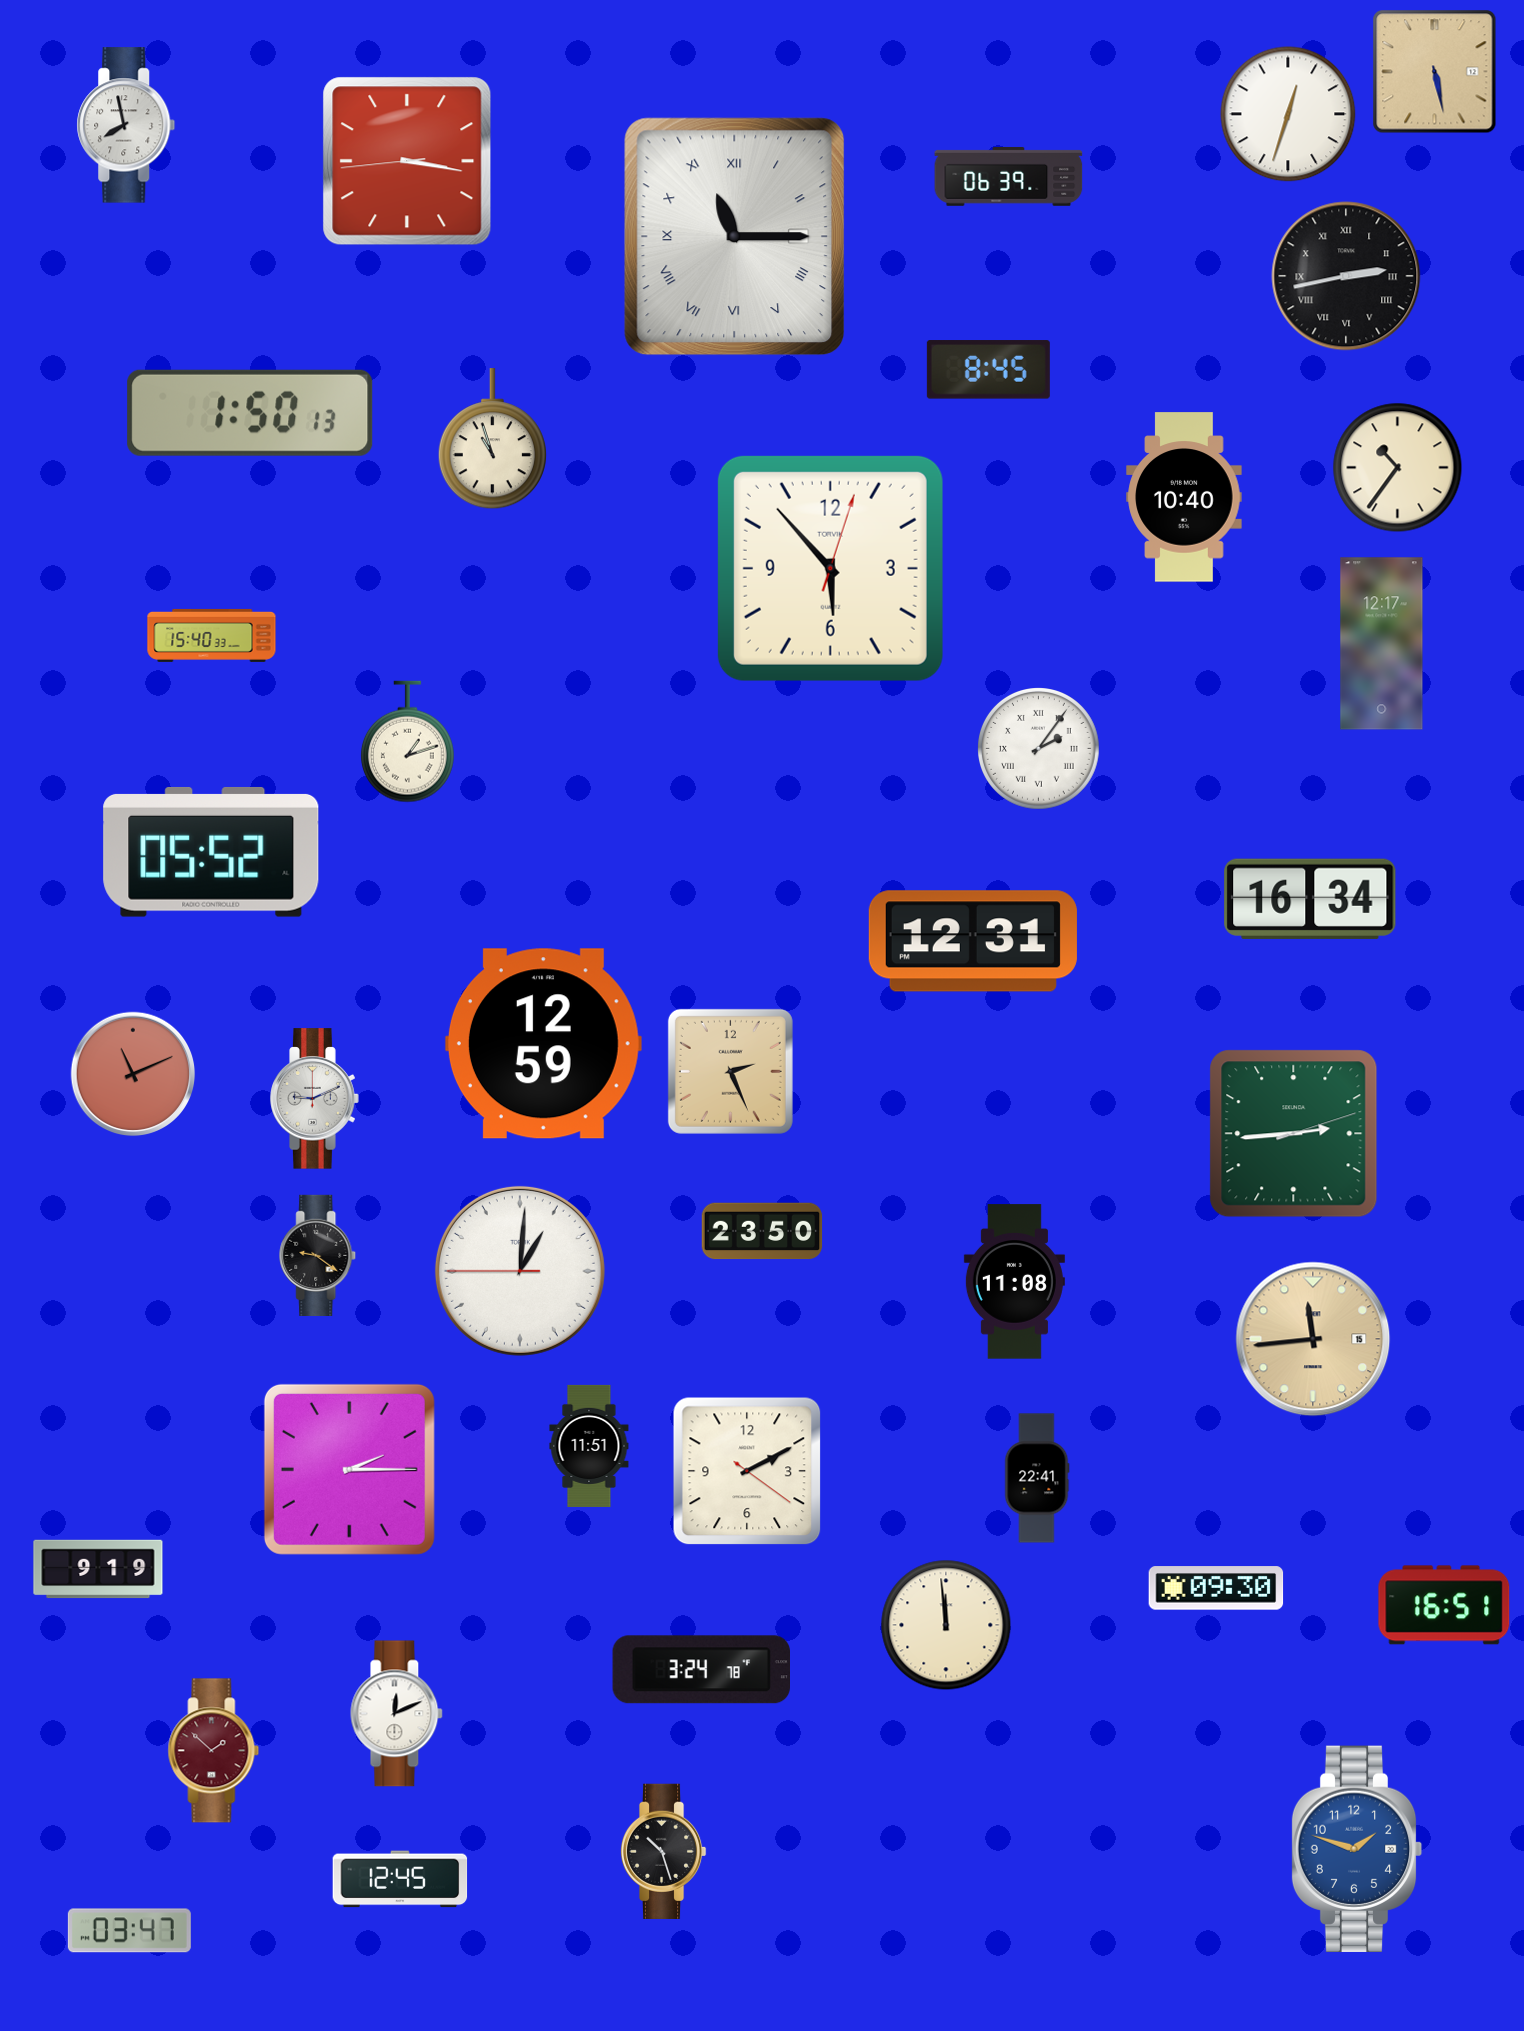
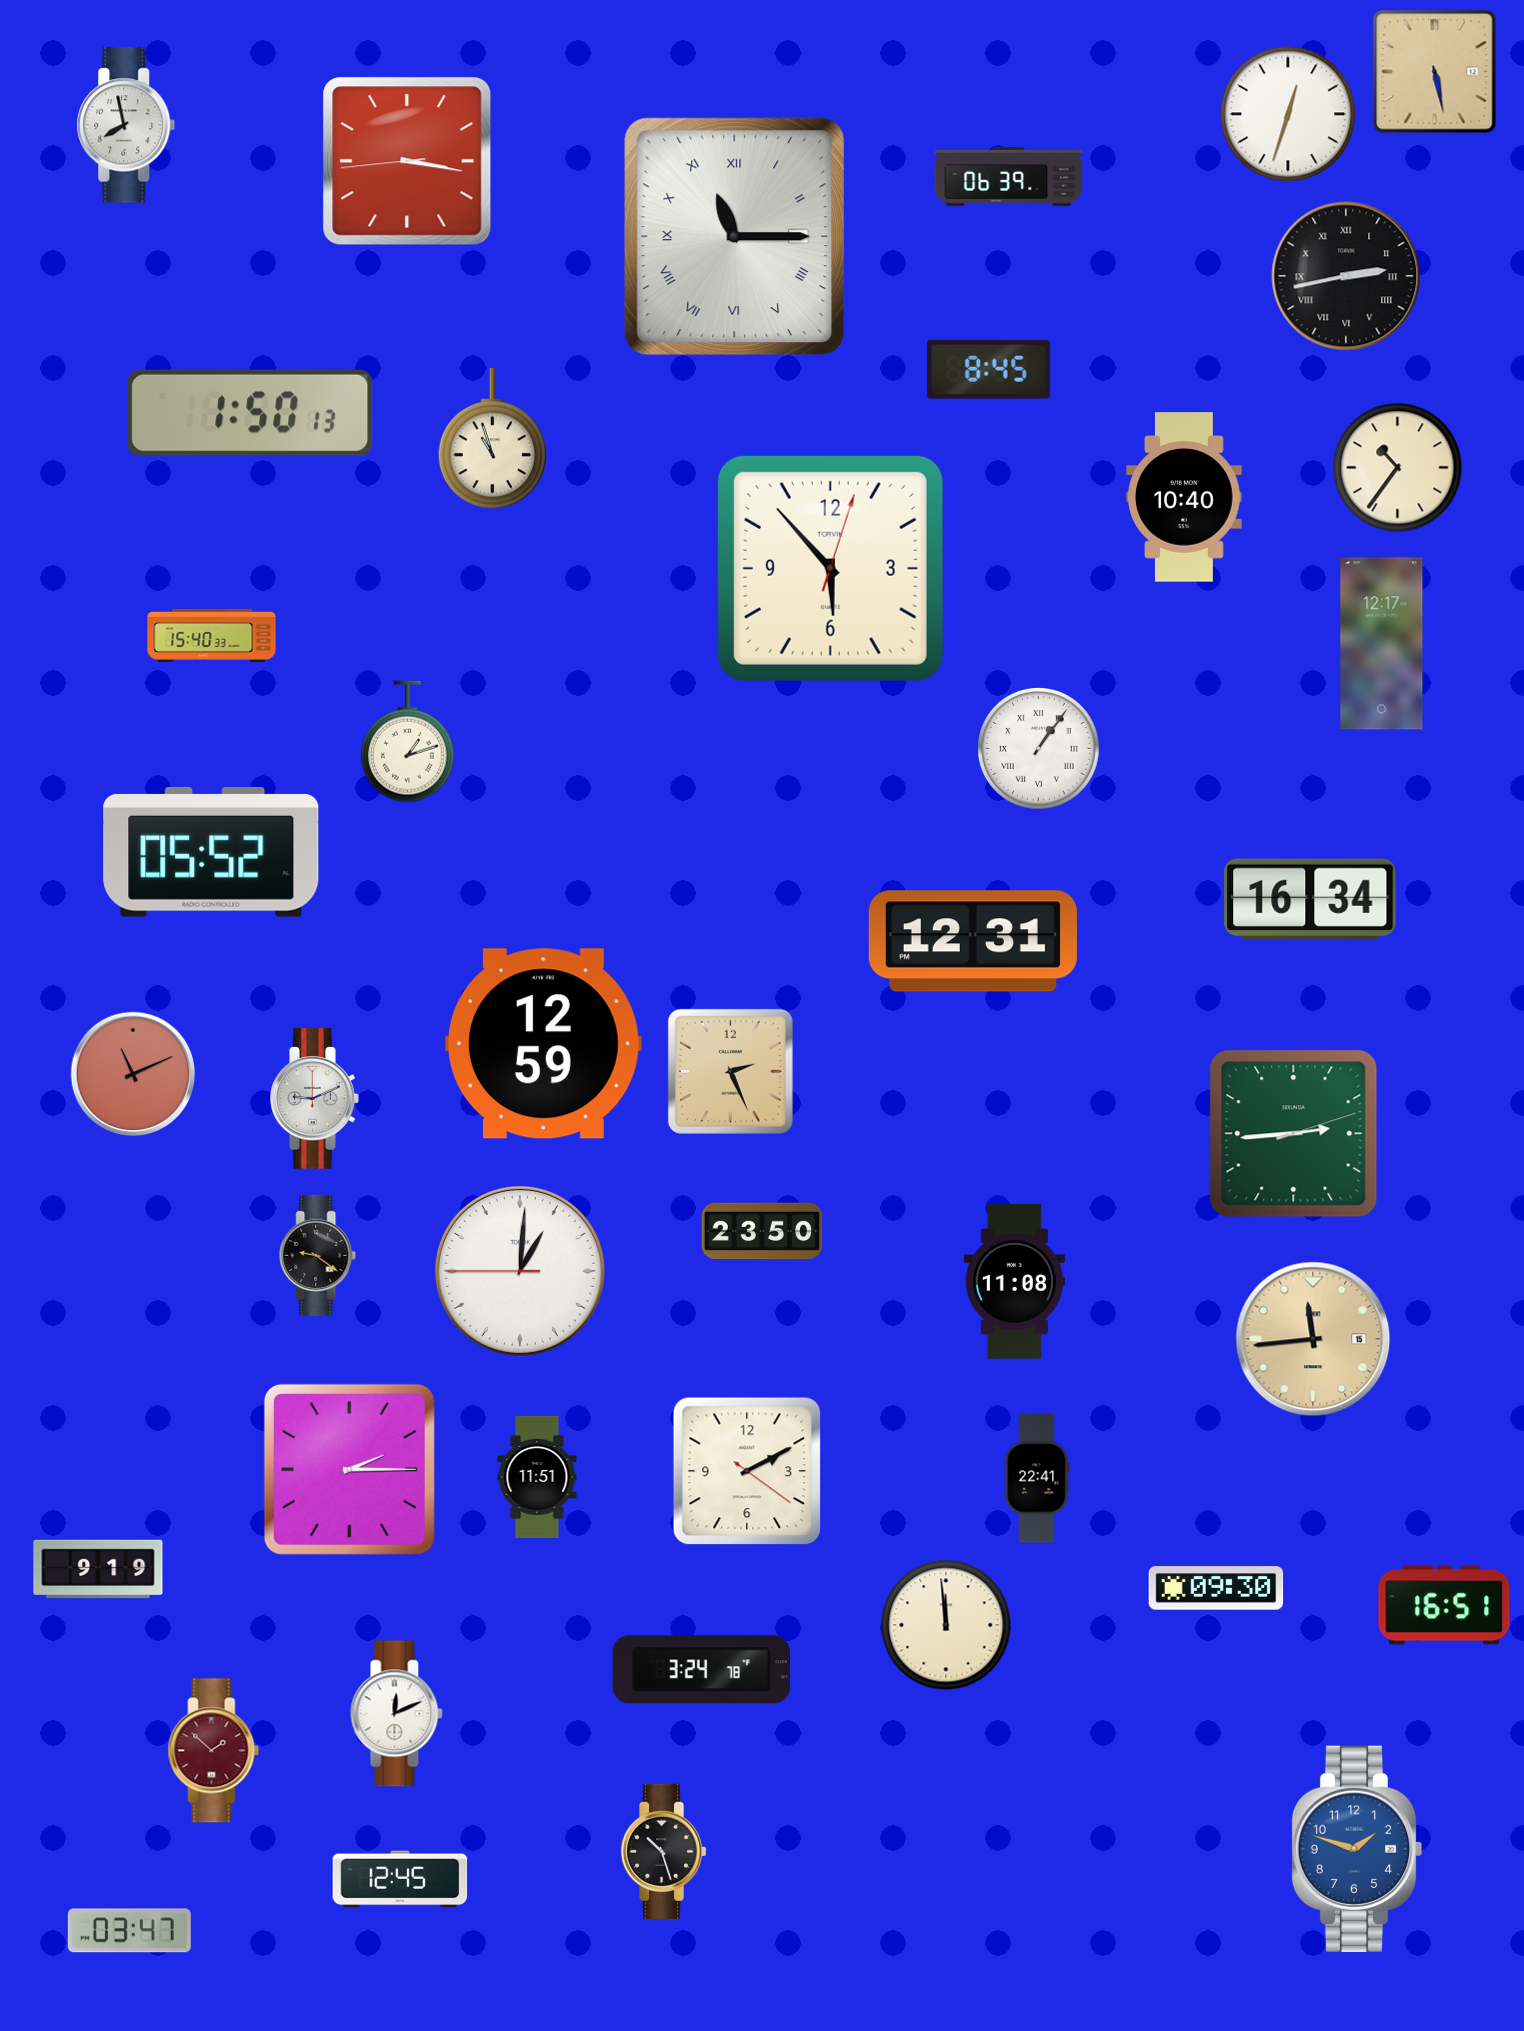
clock at (1039, 749): 2:06 -> 1:06
clock at (589, 1446) position: (589, 1446) -> (537, 1477)
